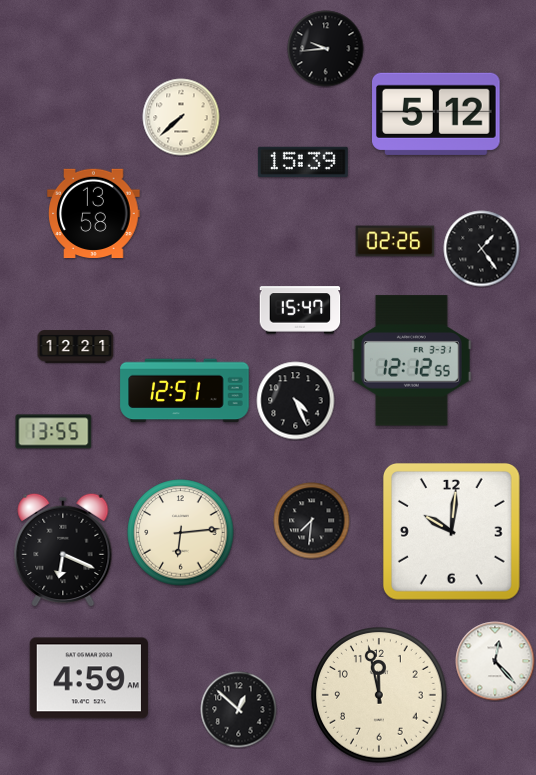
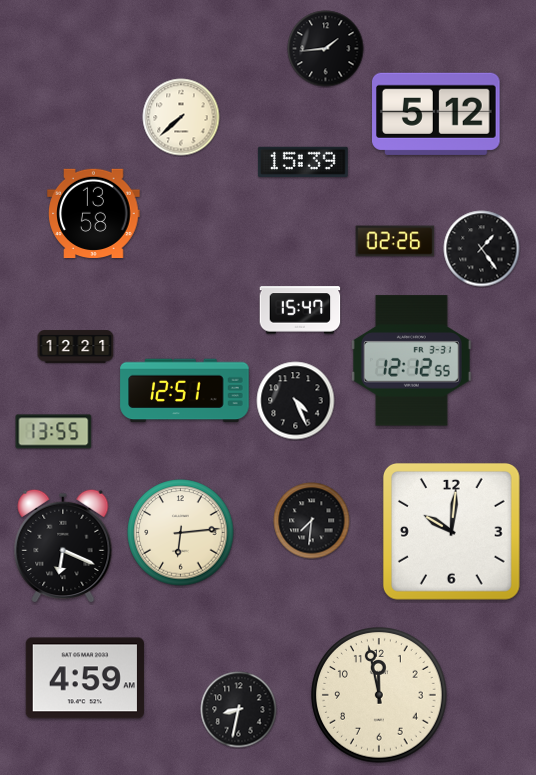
clock at (326, 49): 9:44 -> 1:44
clock at (63, 550) position: (63, 550) -> (63, 546)
clock at (495, 661): 12:23 -> none
clock at (89, 678) position: (89, 678) -> (85, 678)
clock at (239, 710): 12:52 -> 8:32
